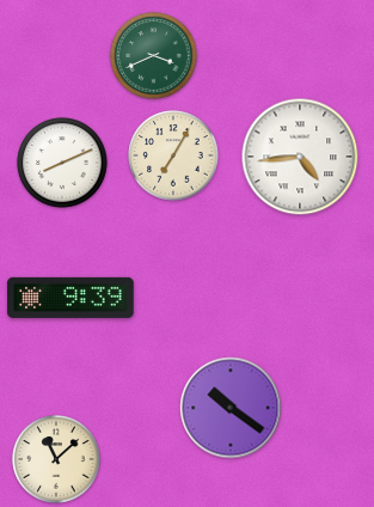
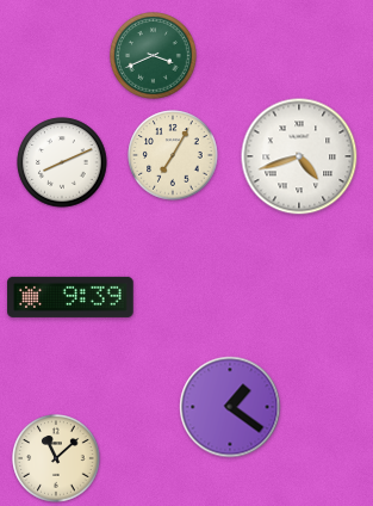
clock at (300, 157): 4:44 -> 4:42
clock at (231, 408): 10:21 -> 1:21
